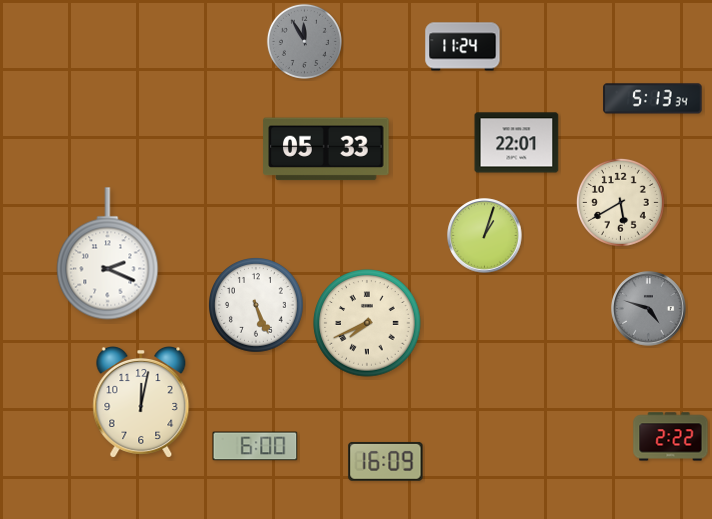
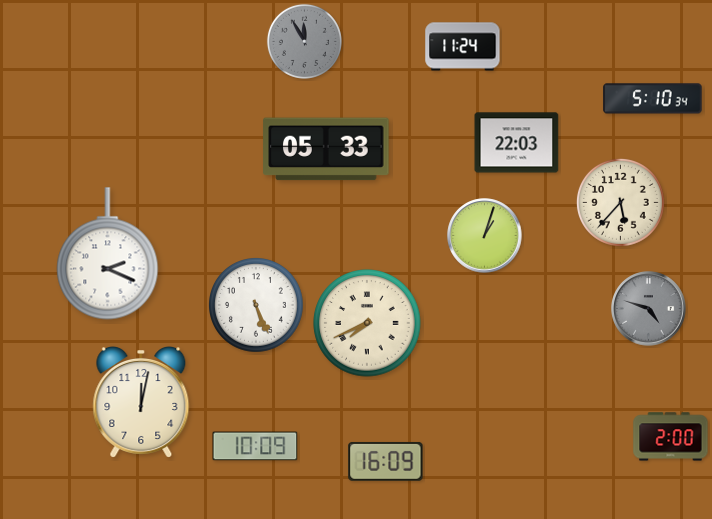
clock at (653, 99): 5:13 -> 5:10
clock at (517, 143): 22:01 -> 22:03
clock at (620, 202): 5:40 -> 5:37
clock at (671, 437): 2:22 -> 2:00
clock at (255, 446): 6:00 -> 10:09
